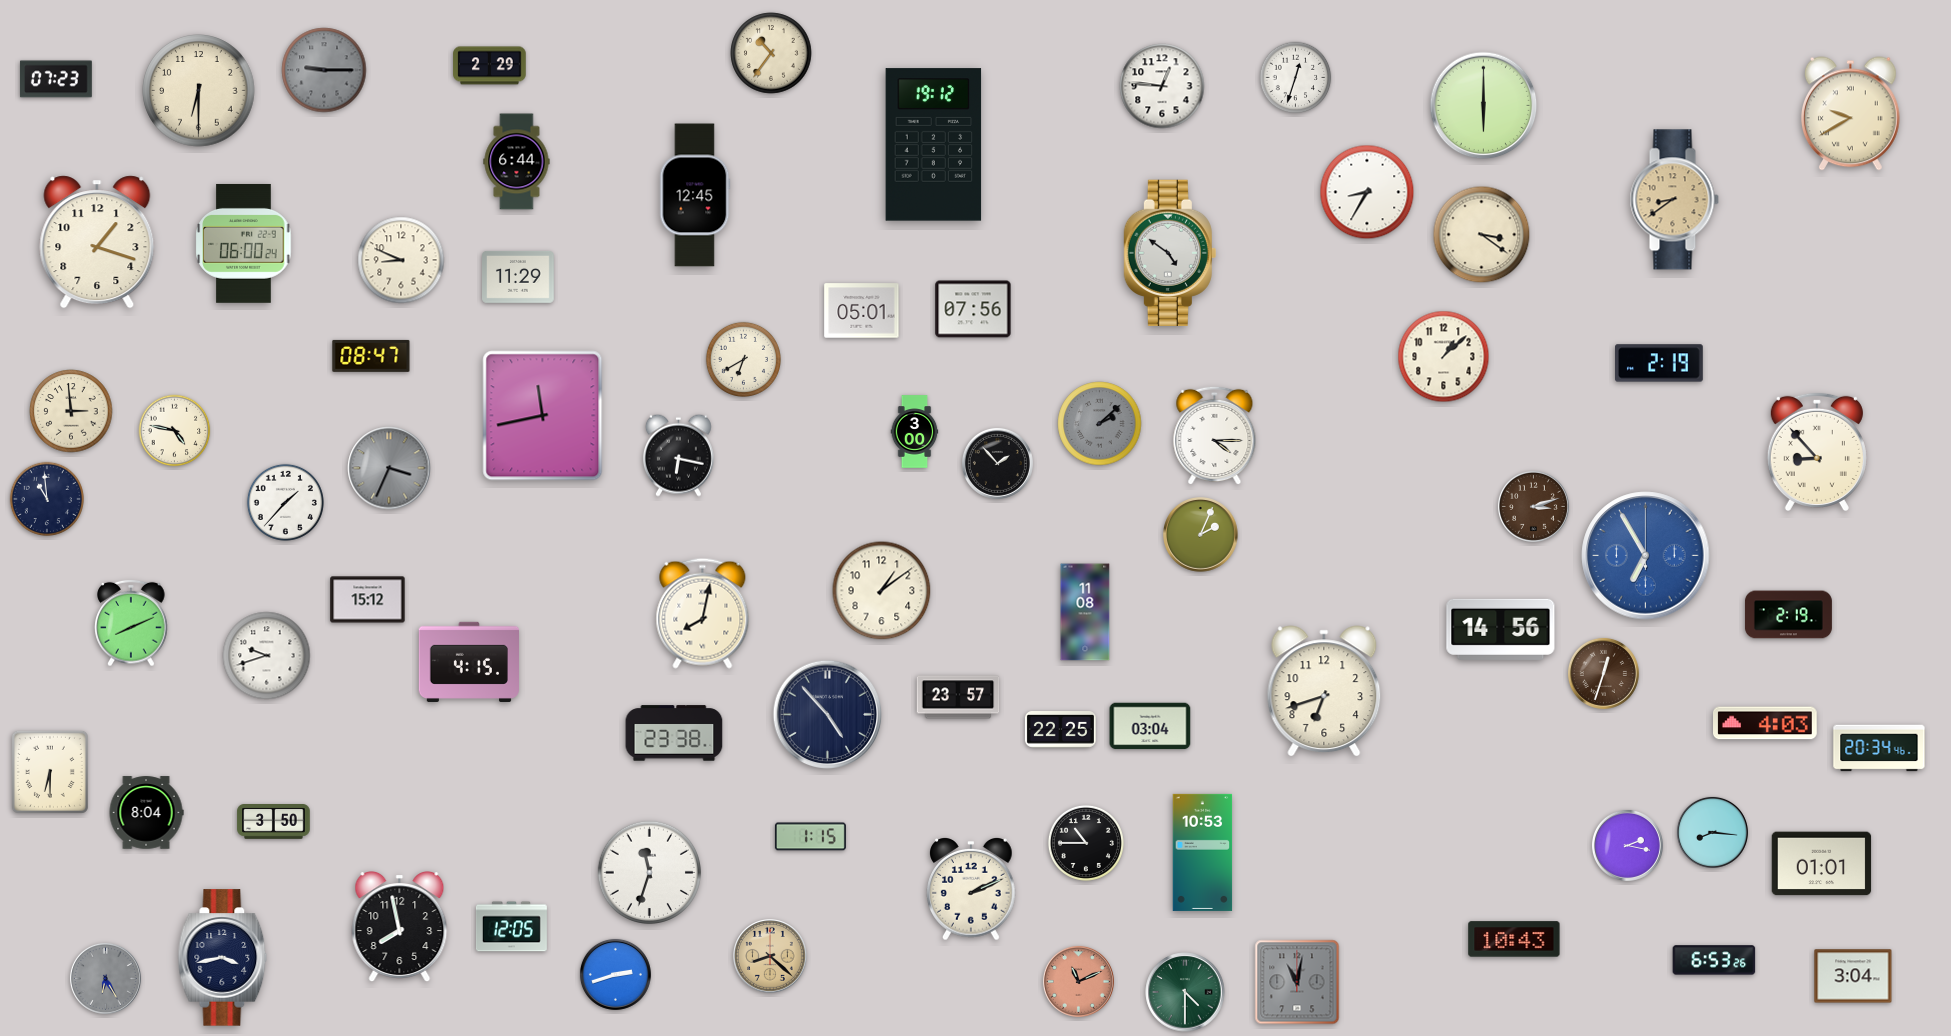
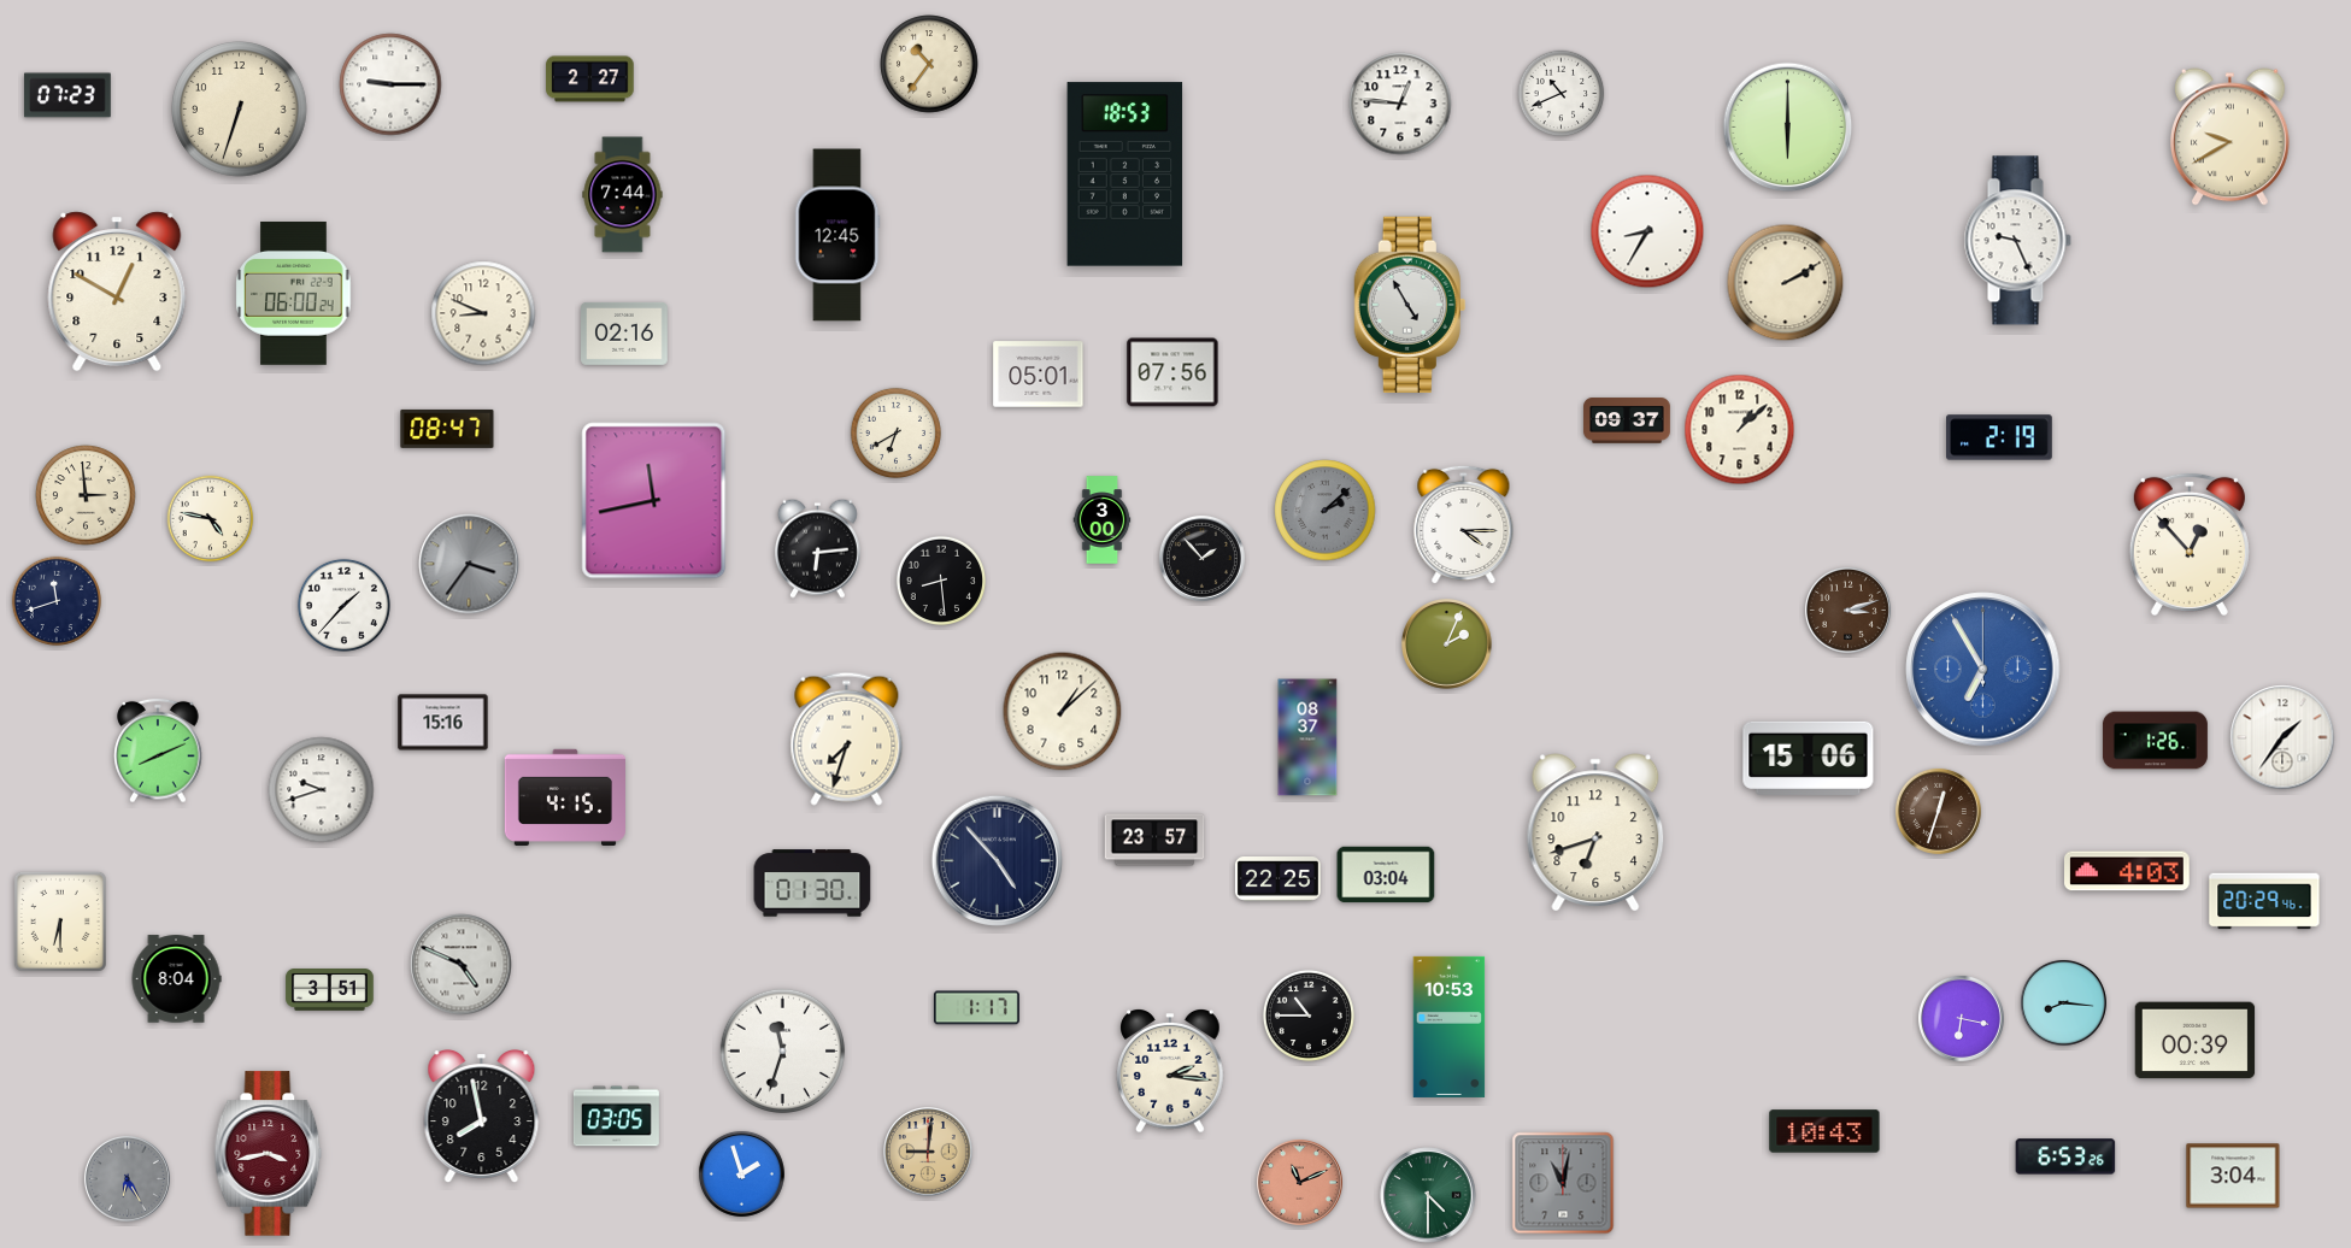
clock at (490, 66): 2:29 -> 2:27
clock at (324, 70) dial: grey -> white
clock at (1296, 78): 12:33 -> 10:41
clock at (199, 91): 6:30 -> 6:33
clock at (934, 145): 19:12 -> 18:53
clock at (517, 162): 6:44 -> 7:44
clock at (1674, 200): 8:39 -> 9:26
clock at (1674, 200) dial: champagne -> white
clock at (1482, 235): 3:21 -> 2:10
clock at (97, 242): 1:18 -> 12:50
clock at (1170, 252): 4:51 -> 4:55
clock at (519, 277): 11:29 -> 02:16
clock at (1627, 420): none -> 09:37
clock at (1817, 451): 8:53 -> 12:53
clock at (678, 455): 6:17 -> 6:14
clock at (389, 468): 3:34 -> 3:36
clock at (940, 579): none -> 8:29
clock at (46, 498): 10:59 -> 11:42
clock at (882, 591): 1:09 -> 1:08
clock at (368, 600): 15:12 -> 15:16
clock at (1085, 612): 11:08 -> 08:37
clock at (2282, 737): none -> 1:36
clock at (703, 613): 8:02 -> 7:33
clock at (1788, 615): 2:19 -> 1:26
clock at (1501, 629): 14:56 -> 15:06
clock at (1603, 673) position: (1603, 673) -> (1938, 811)
clock at (674, 733): 23:38 -> 01:30
clock at (1879, 748): 20:34 -> 20:29
clock at (50, 772) position: (50, 772) -> (60, 922)
clock at (462, 965): none -> 4:49
clock at (274, 822): 3:50 -> 3:51
clock at (810, 837): 1:15 -> 1:17
clock at (1627, 845): 2:17 -> 6:17
clock at (1822, 864): 01:01 -> 00:39
clock at (971, 890): 2:11 -> 2:16
clock at (511, 927): 12:05 -> 03:05
clock at (771, 957): 8:22 -> 9:01
clock at (223, 958) dial: navy -> burgundy
clock at (615, 974): 2:42 -> 1:57
